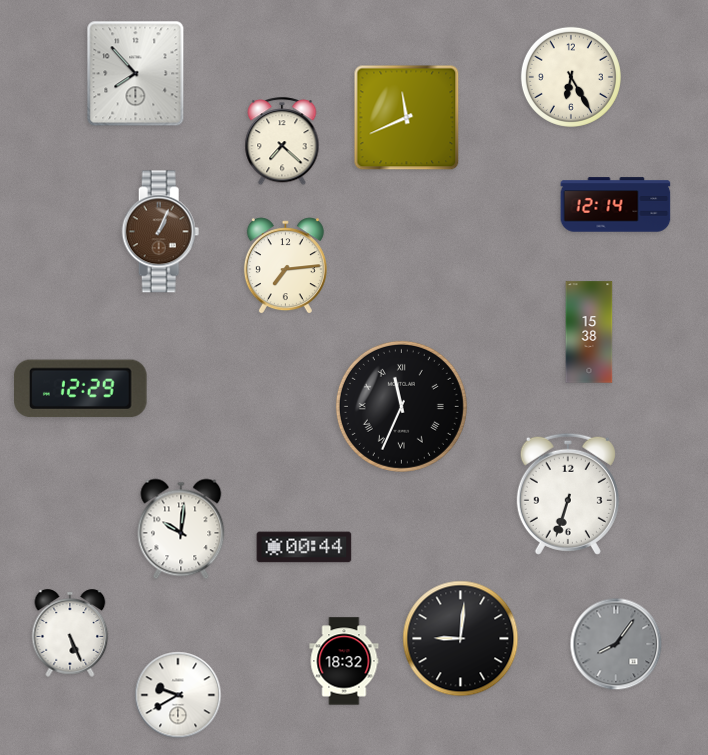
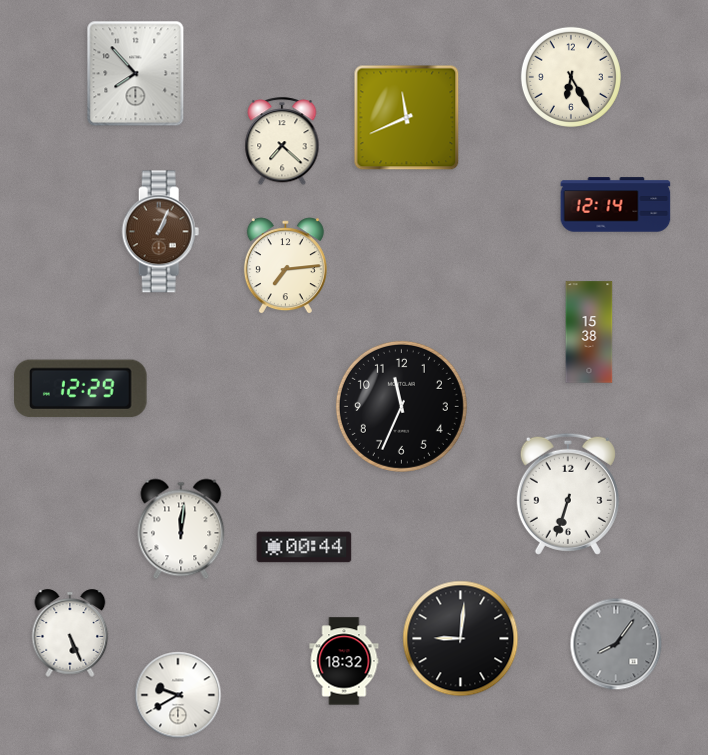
clock at (401, 406) numerals: Roman -> Arabic
clock at (181, 529): 10:01 -> 12:01
